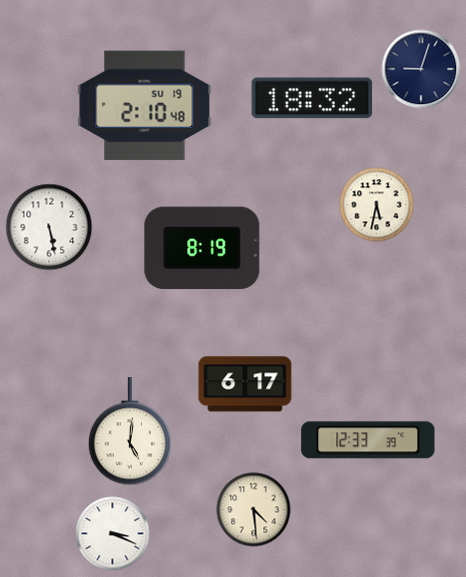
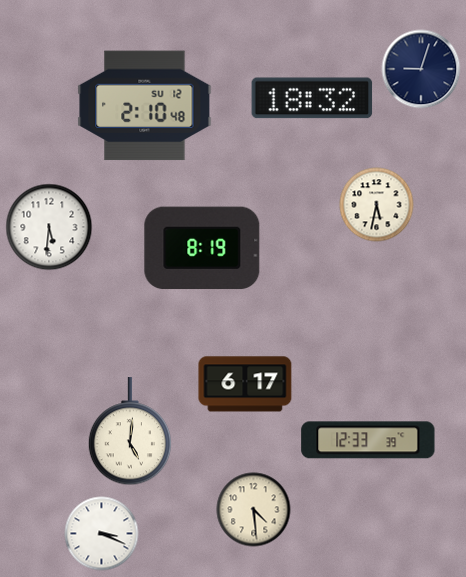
clock at (145, 106) date: SU 19 -> SU 12
clock at (49, 227): 5:28 -> 5:31
clock at (113, 534) position: (113, 534) -> (102, 534)
